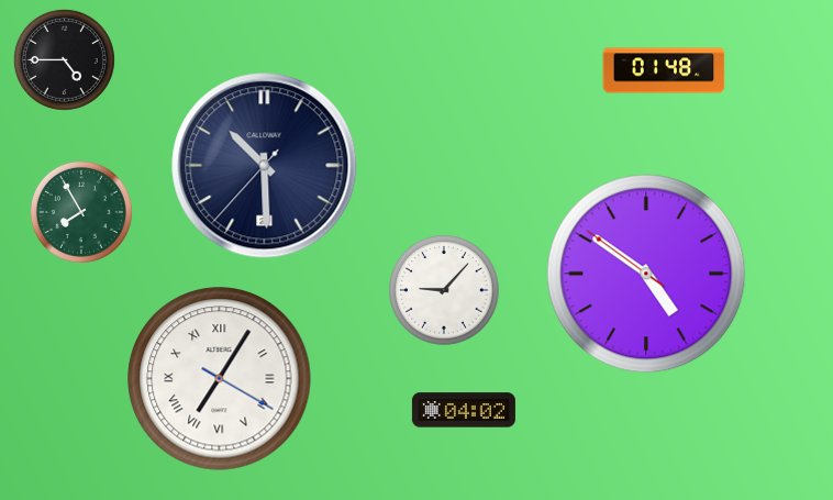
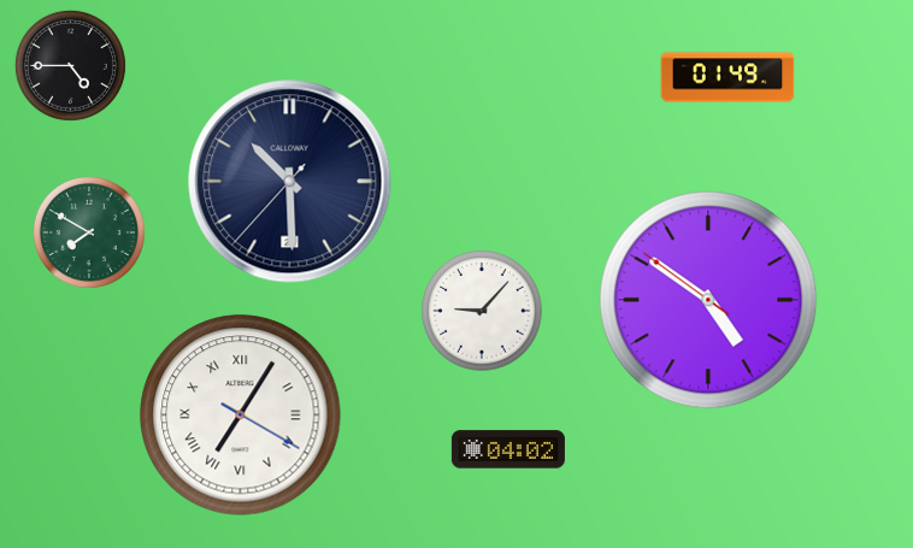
clock at (664, 70): 01:48 -> 01:49
clock at (81, 212): 7:55 -> 7:50
clock at (444, 290) position: (444, 290) -> (482, 311)
